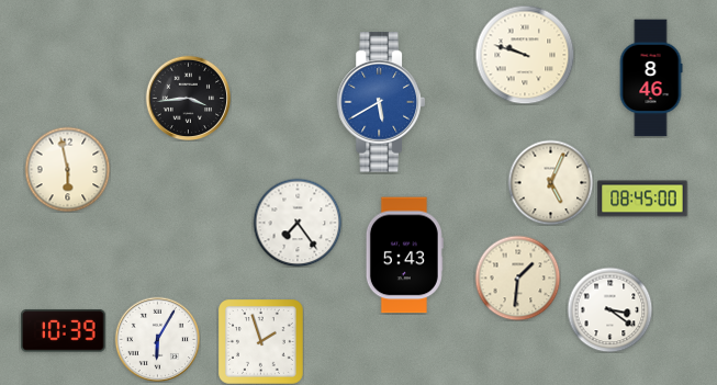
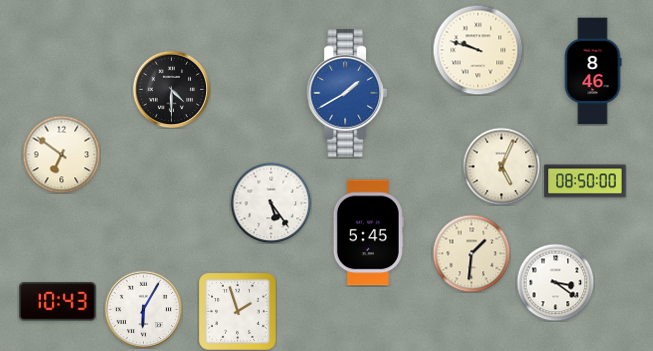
clock at (188, 98): 3:44 -> 4:30
clock at (380, 102): 5:40 -> 1:40
clock at (67, 169): 5:58 -> 6:51
clock at (642, 199): 08:45 -> 08:50
clock at (298, 223): 7:24 -> 5:24
clock at (404, 256): 5:43 -> 5:45
clock at (64, 331): 10:39 -> 10:43
